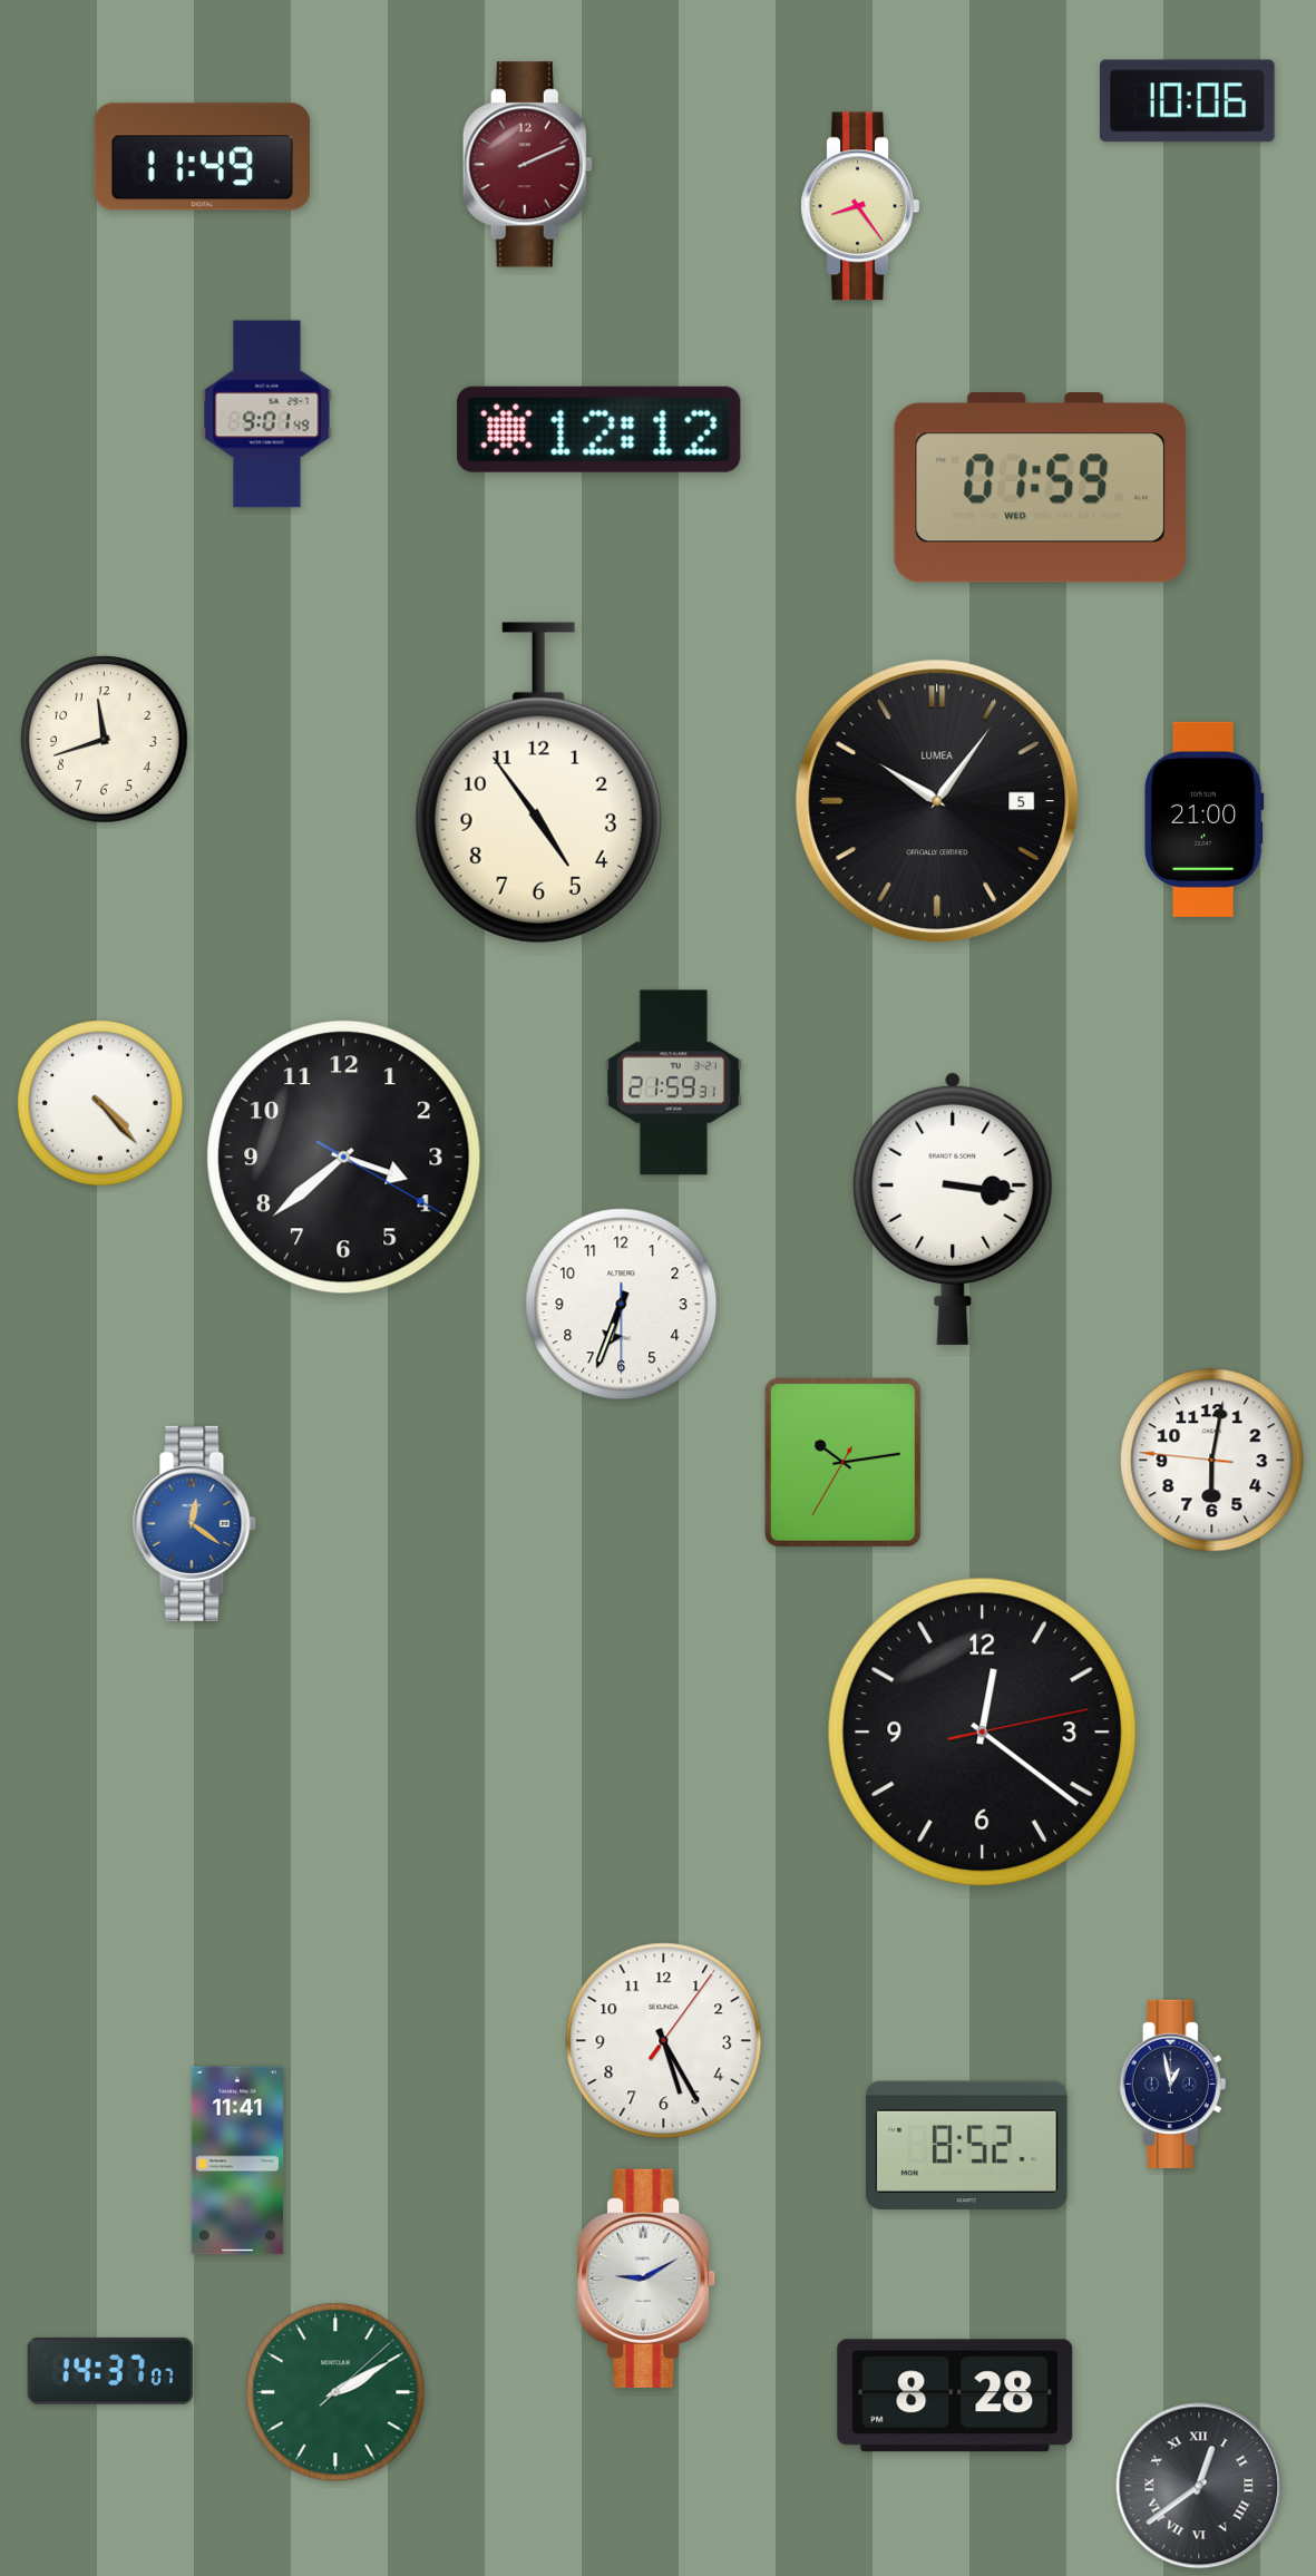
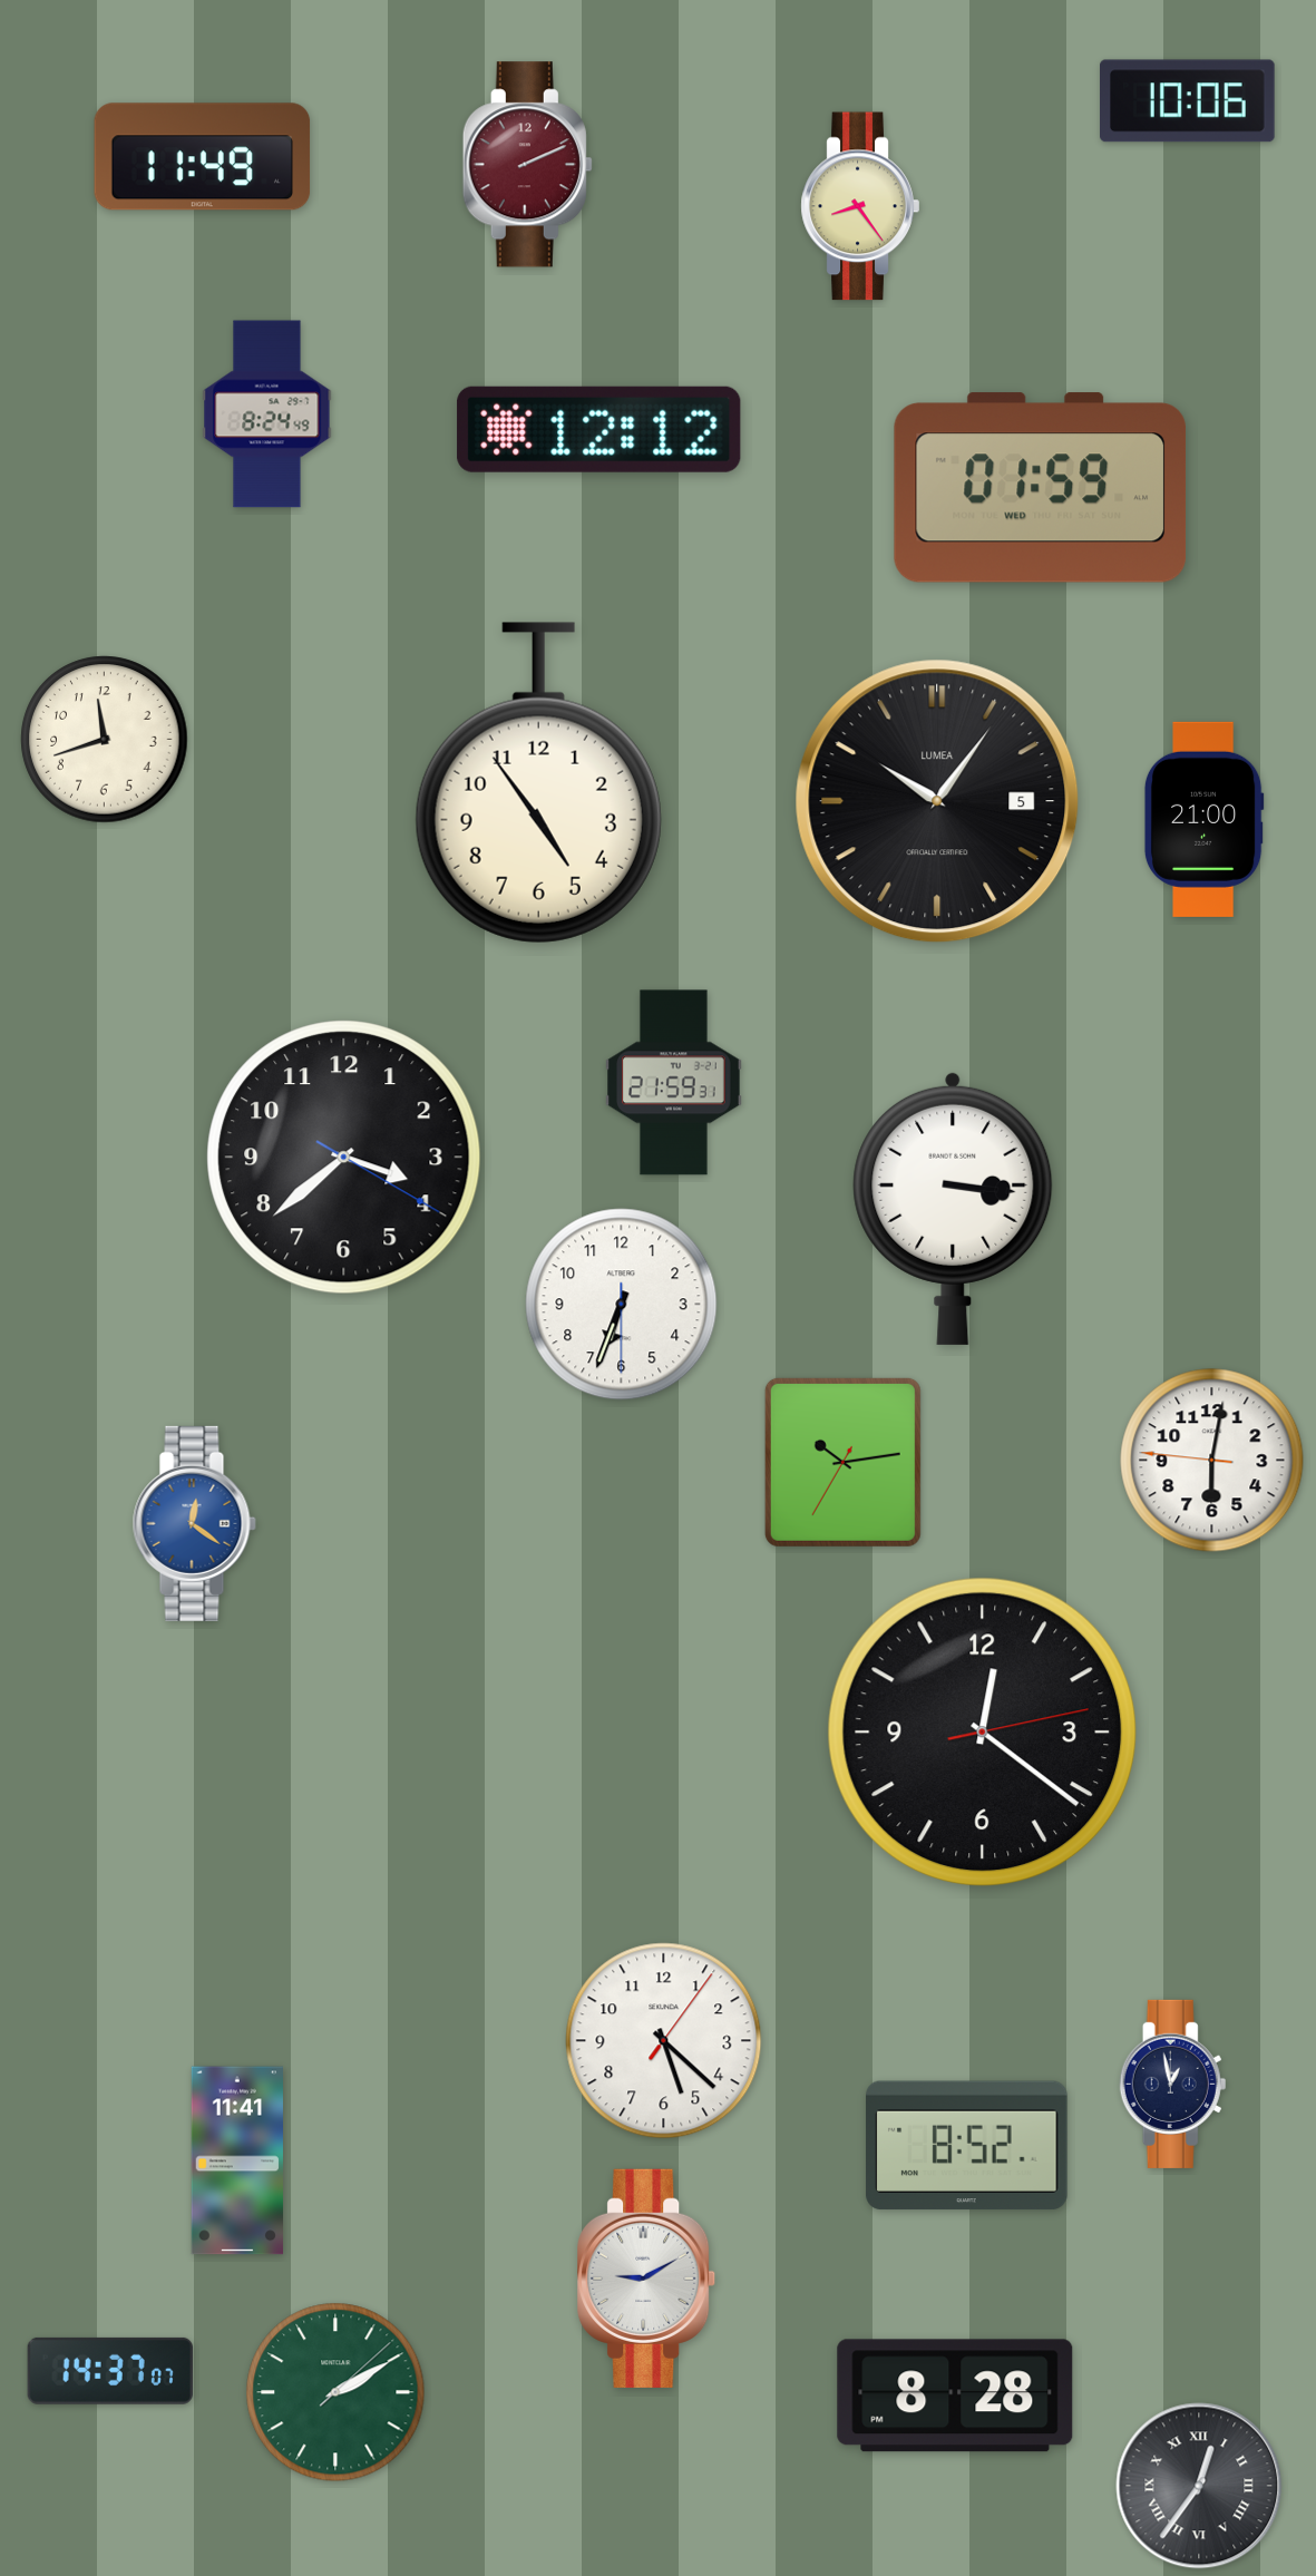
clock at (267, 414): 9:01 -> 8:24
clock at (100, 1103): 4:23 -> none
clock at (664, 2041): 5:25 -> 5:22
clock at (1199, 2486): 12:39 -> 12:36
